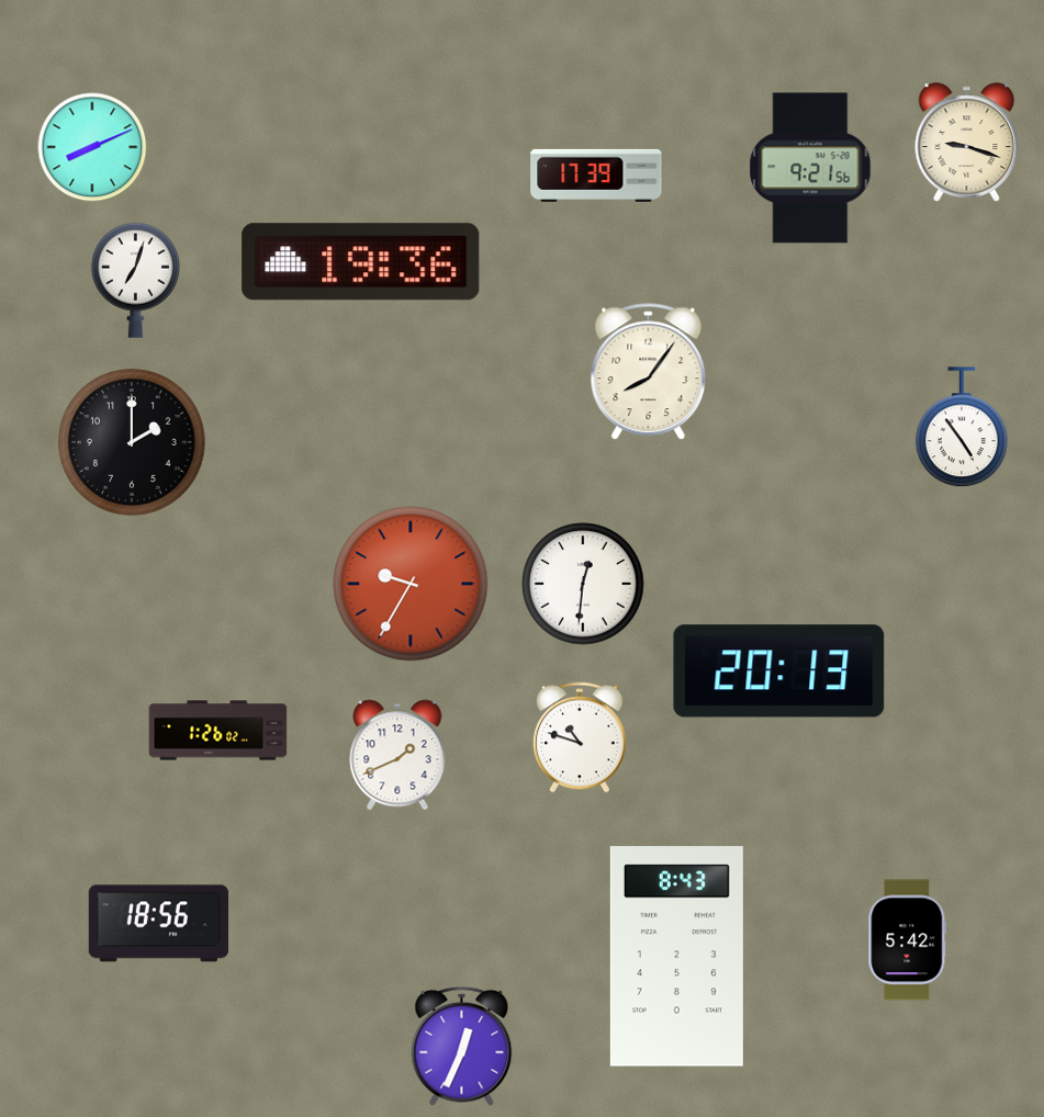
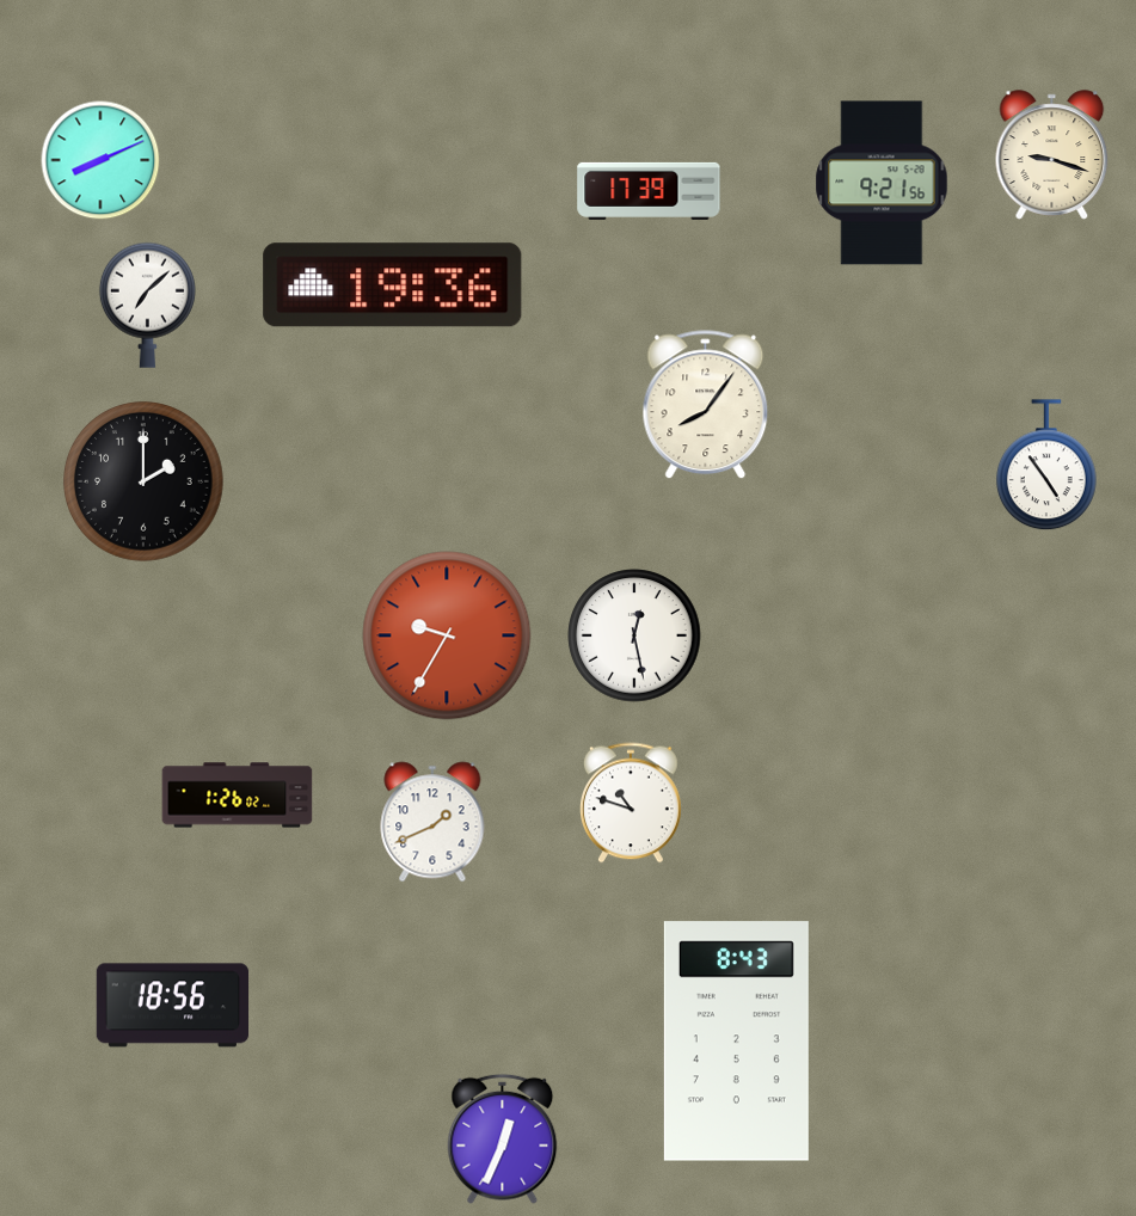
clock at (135, 280): 7:03 -> 7:08
clock at (583, 584): 12:31 -> 12:28
clock at (779, 672): 20:13 -> none
clock at (908, 940): 5:42 -> none
